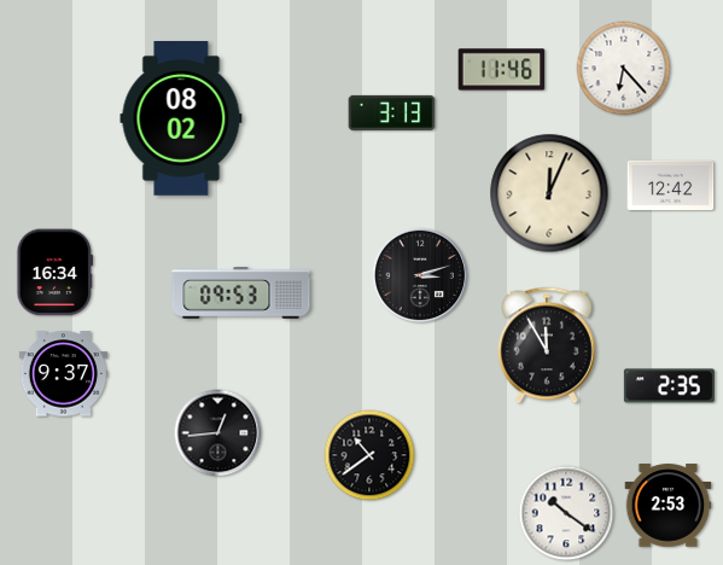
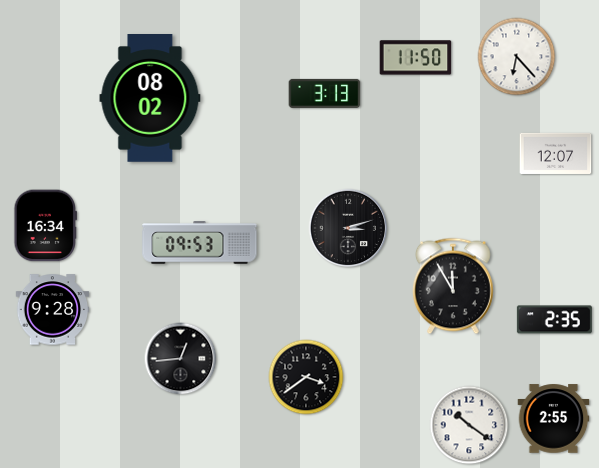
clock at (502, 70): 11:46 -> 11:50
clock at (671, 185): 12:42 -> 12:07
clock at (549, 193): 12:04 -> none
clock at (64, 374): 9:37 -> 9:28
clock at (369, 455): 10:39 -> 3:39
clock at (669, 506): 2:53 -> 2:55
